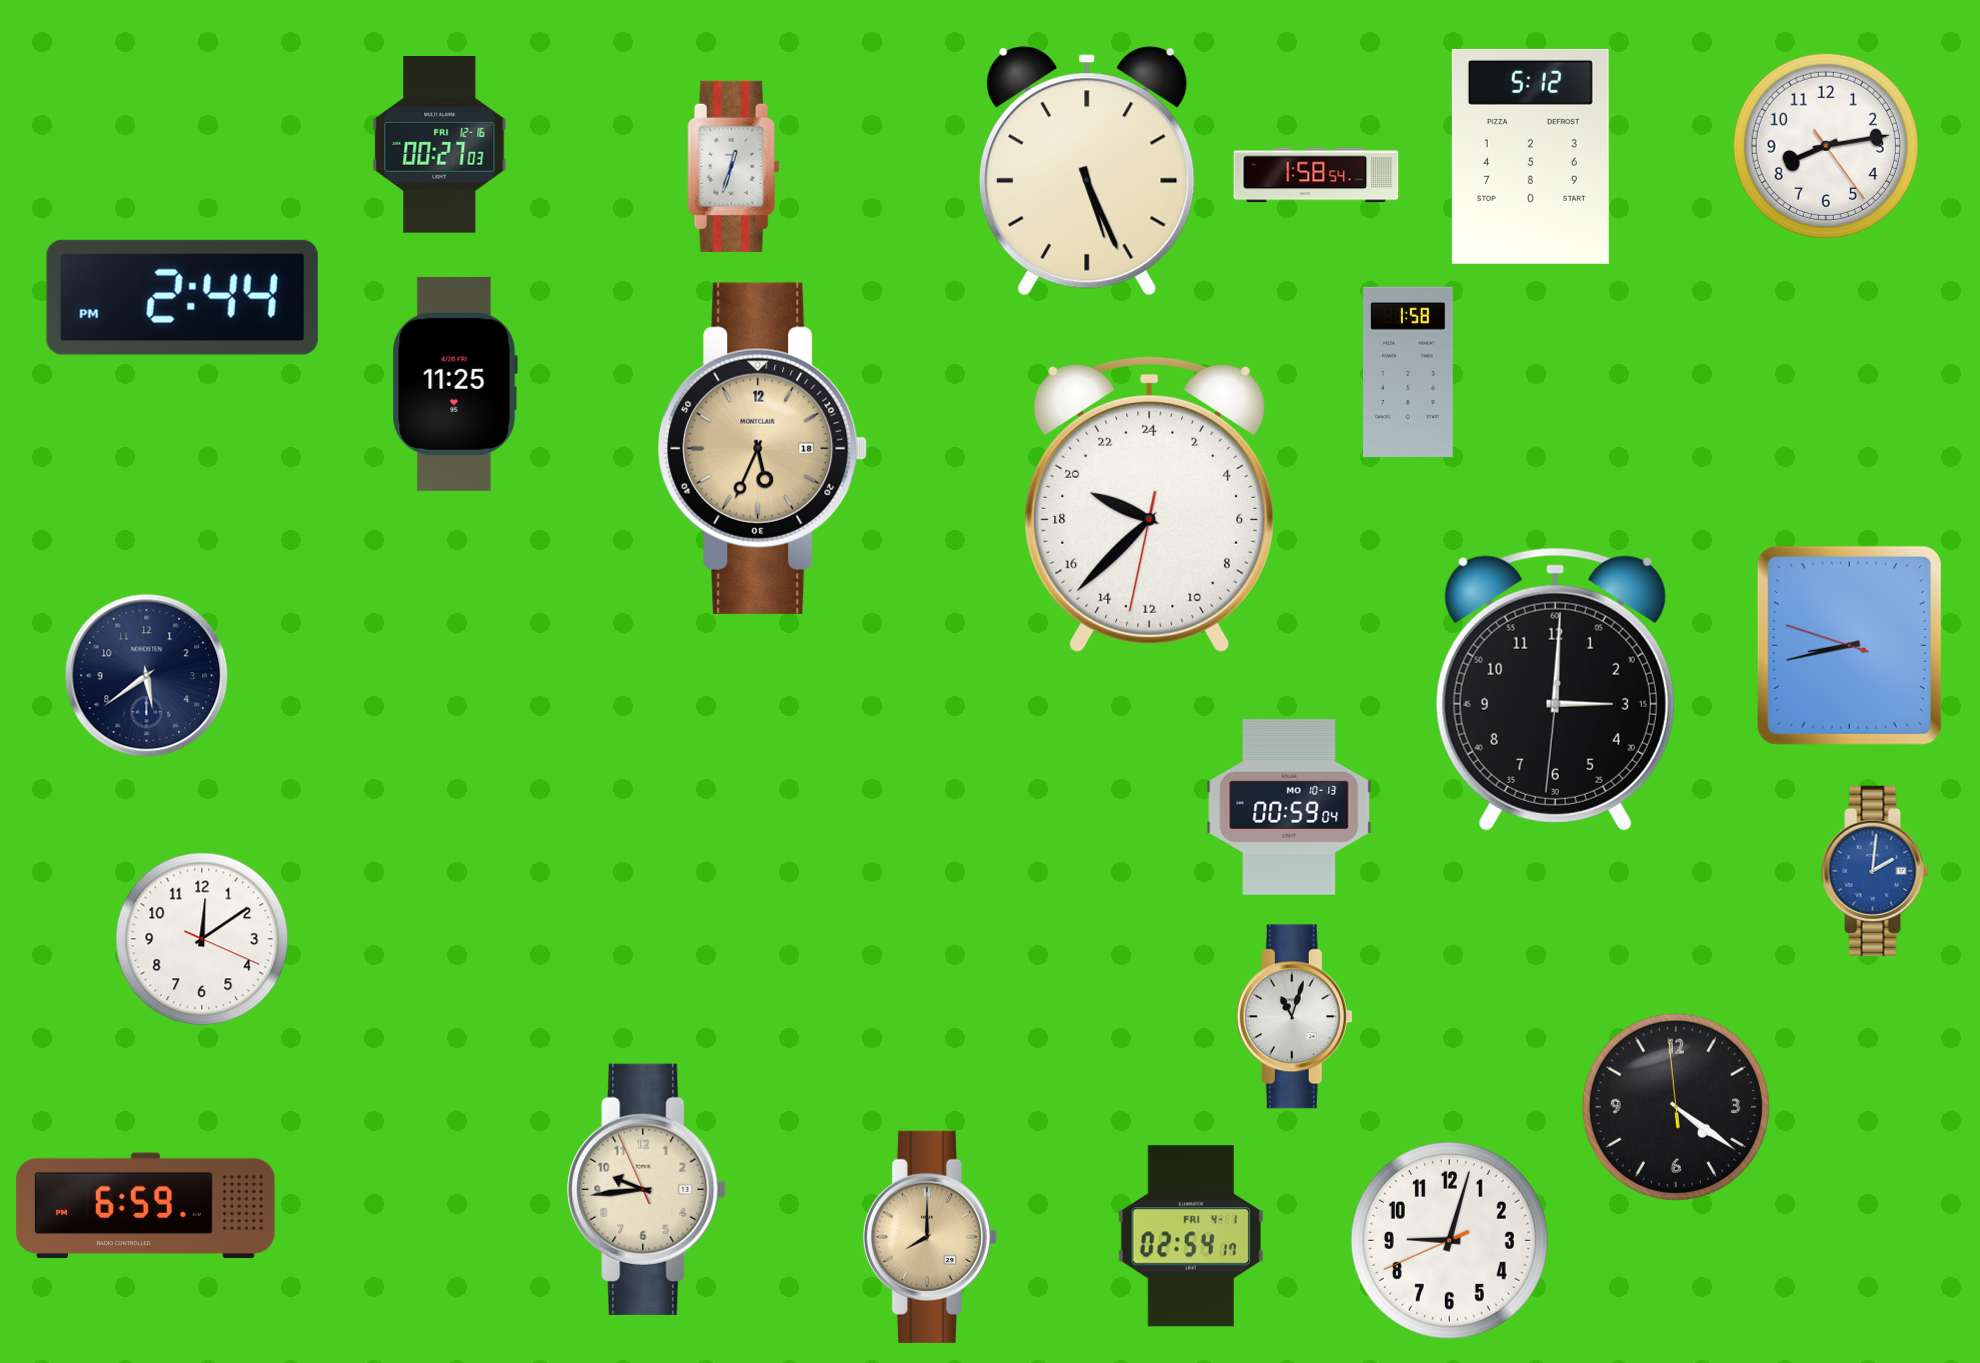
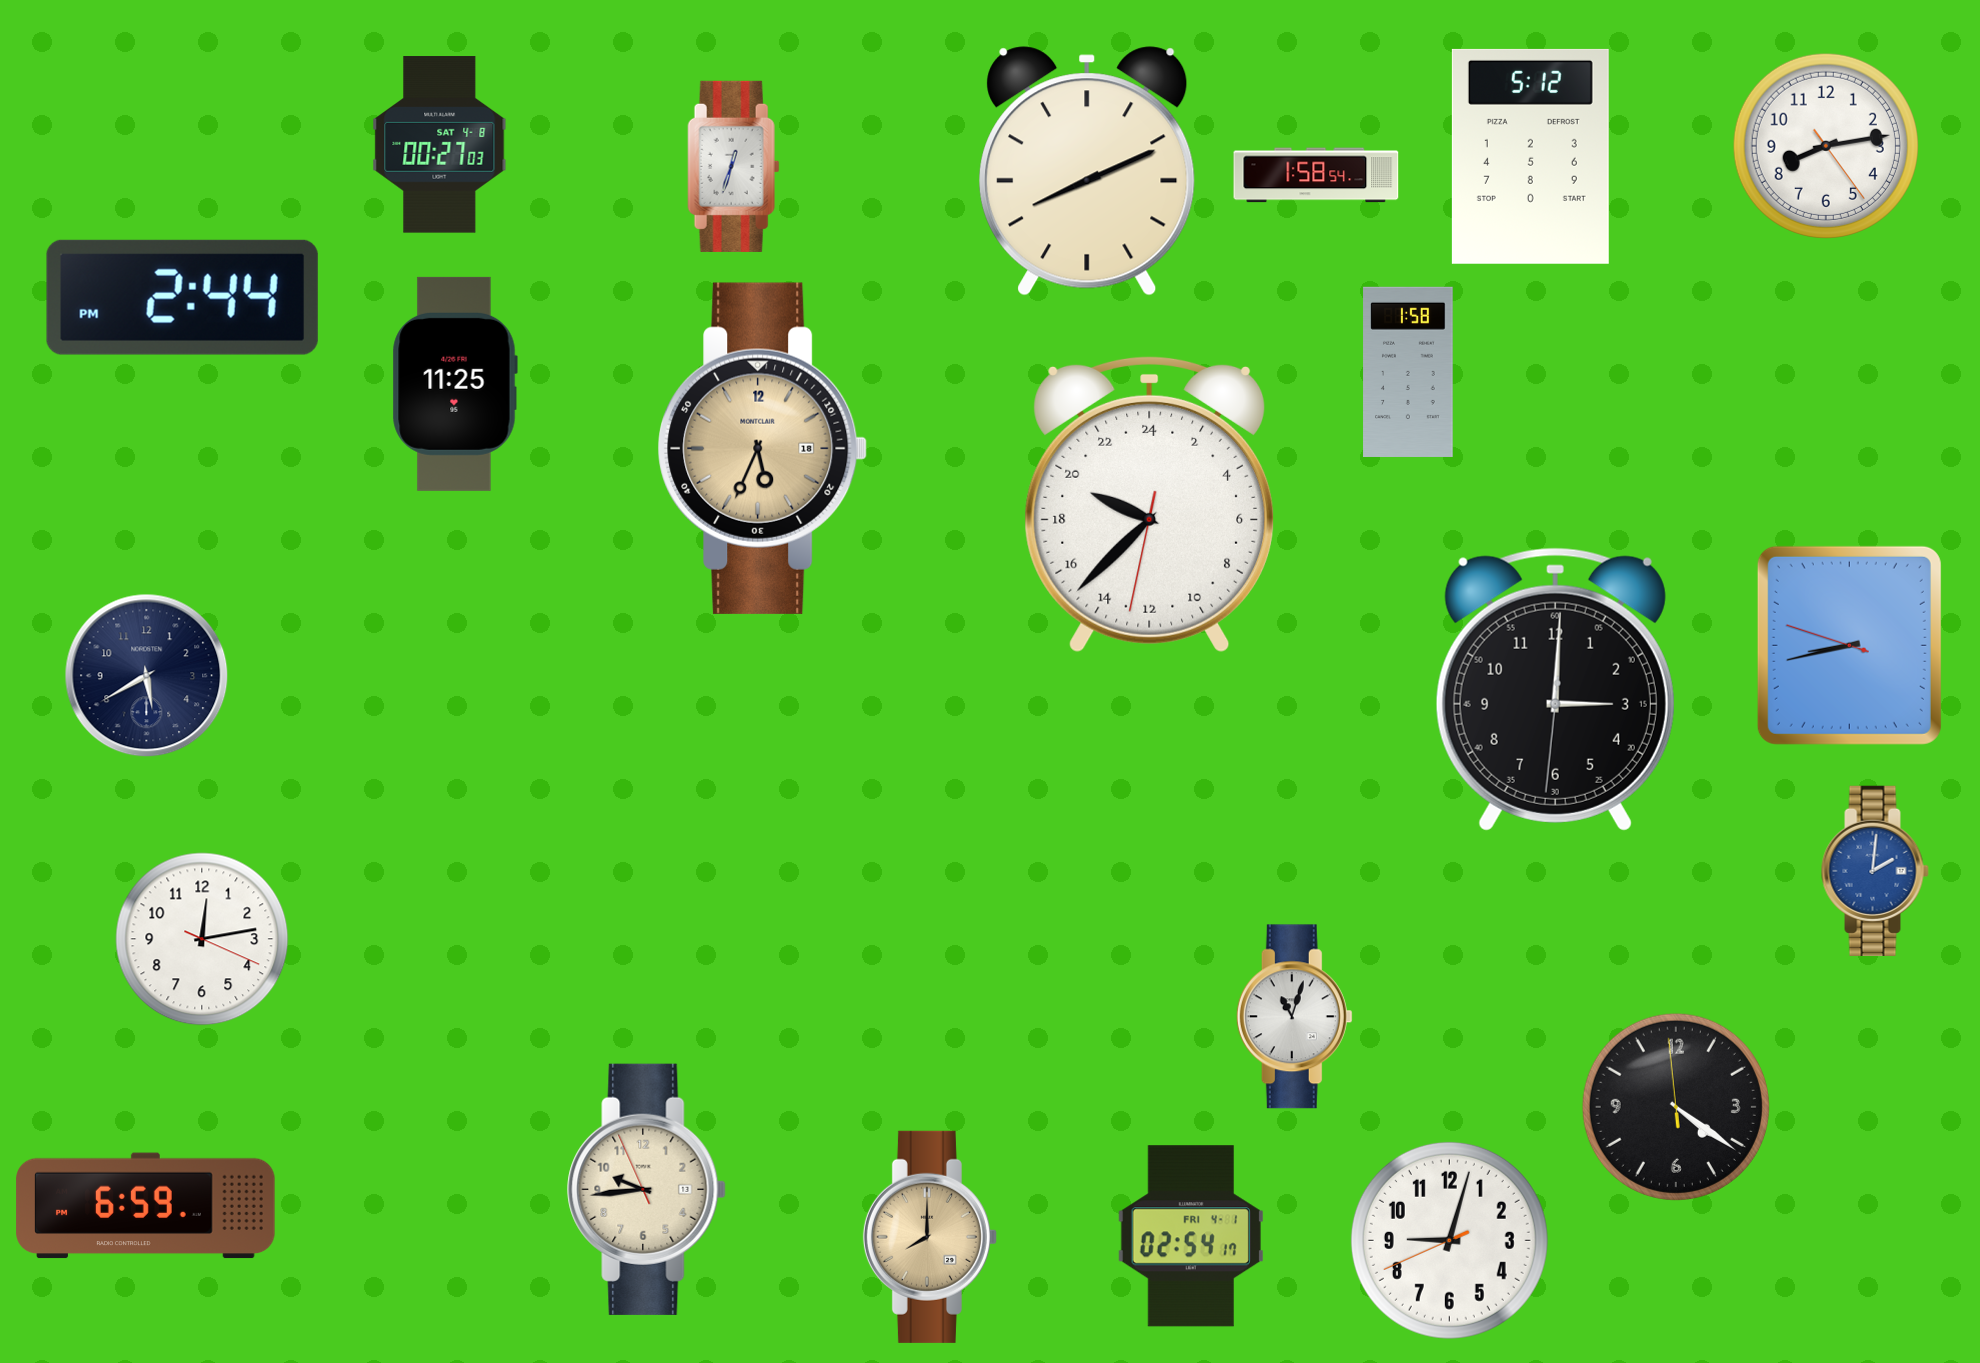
clock at (440, 145) date: FRI 12-16 -> SAT 4-8
clock at (1087, 171): 5:26 -> 8:11
clock at (147, 676): 5:39 -> 5:40
clock at (1289, 808): 00:59 -> none
clock at (202, 939): 12:09 -> 12:13
